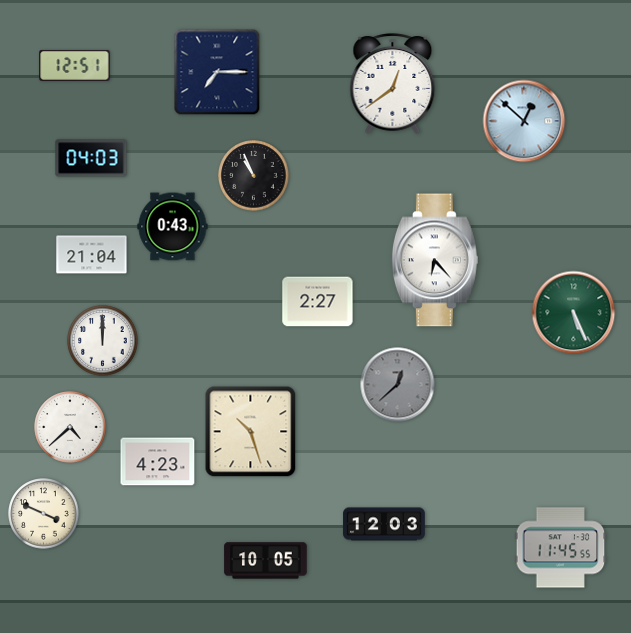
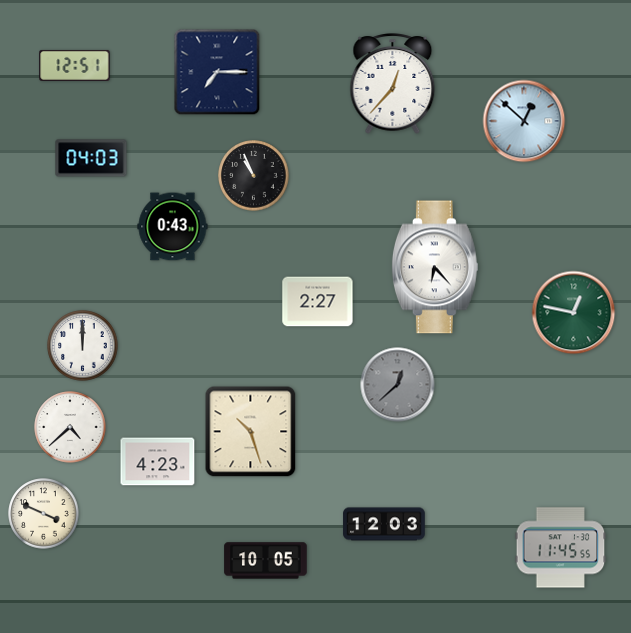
clock at (393, 84): 12:39 -> 12:37
clock at (92, 255): 21:04 -> none
clock at (435, 260) position: (435, 260) -> (435, 267)
clock at (574, 313): 5:26 -> 12:47
clock at (103, 341) position: (103, 341) -> (83, 346)
